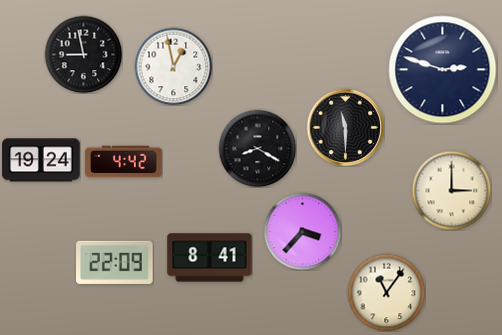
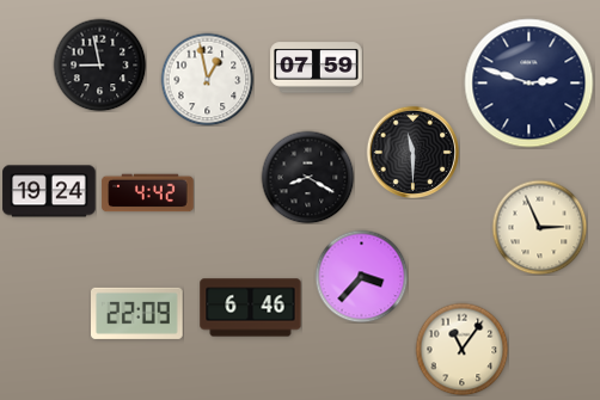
clock at (317, 68): none -> 07:59
clock at (451, 190): 3:00 -> 2:56
clock at (210, 258): 8:41 -> 6:46
